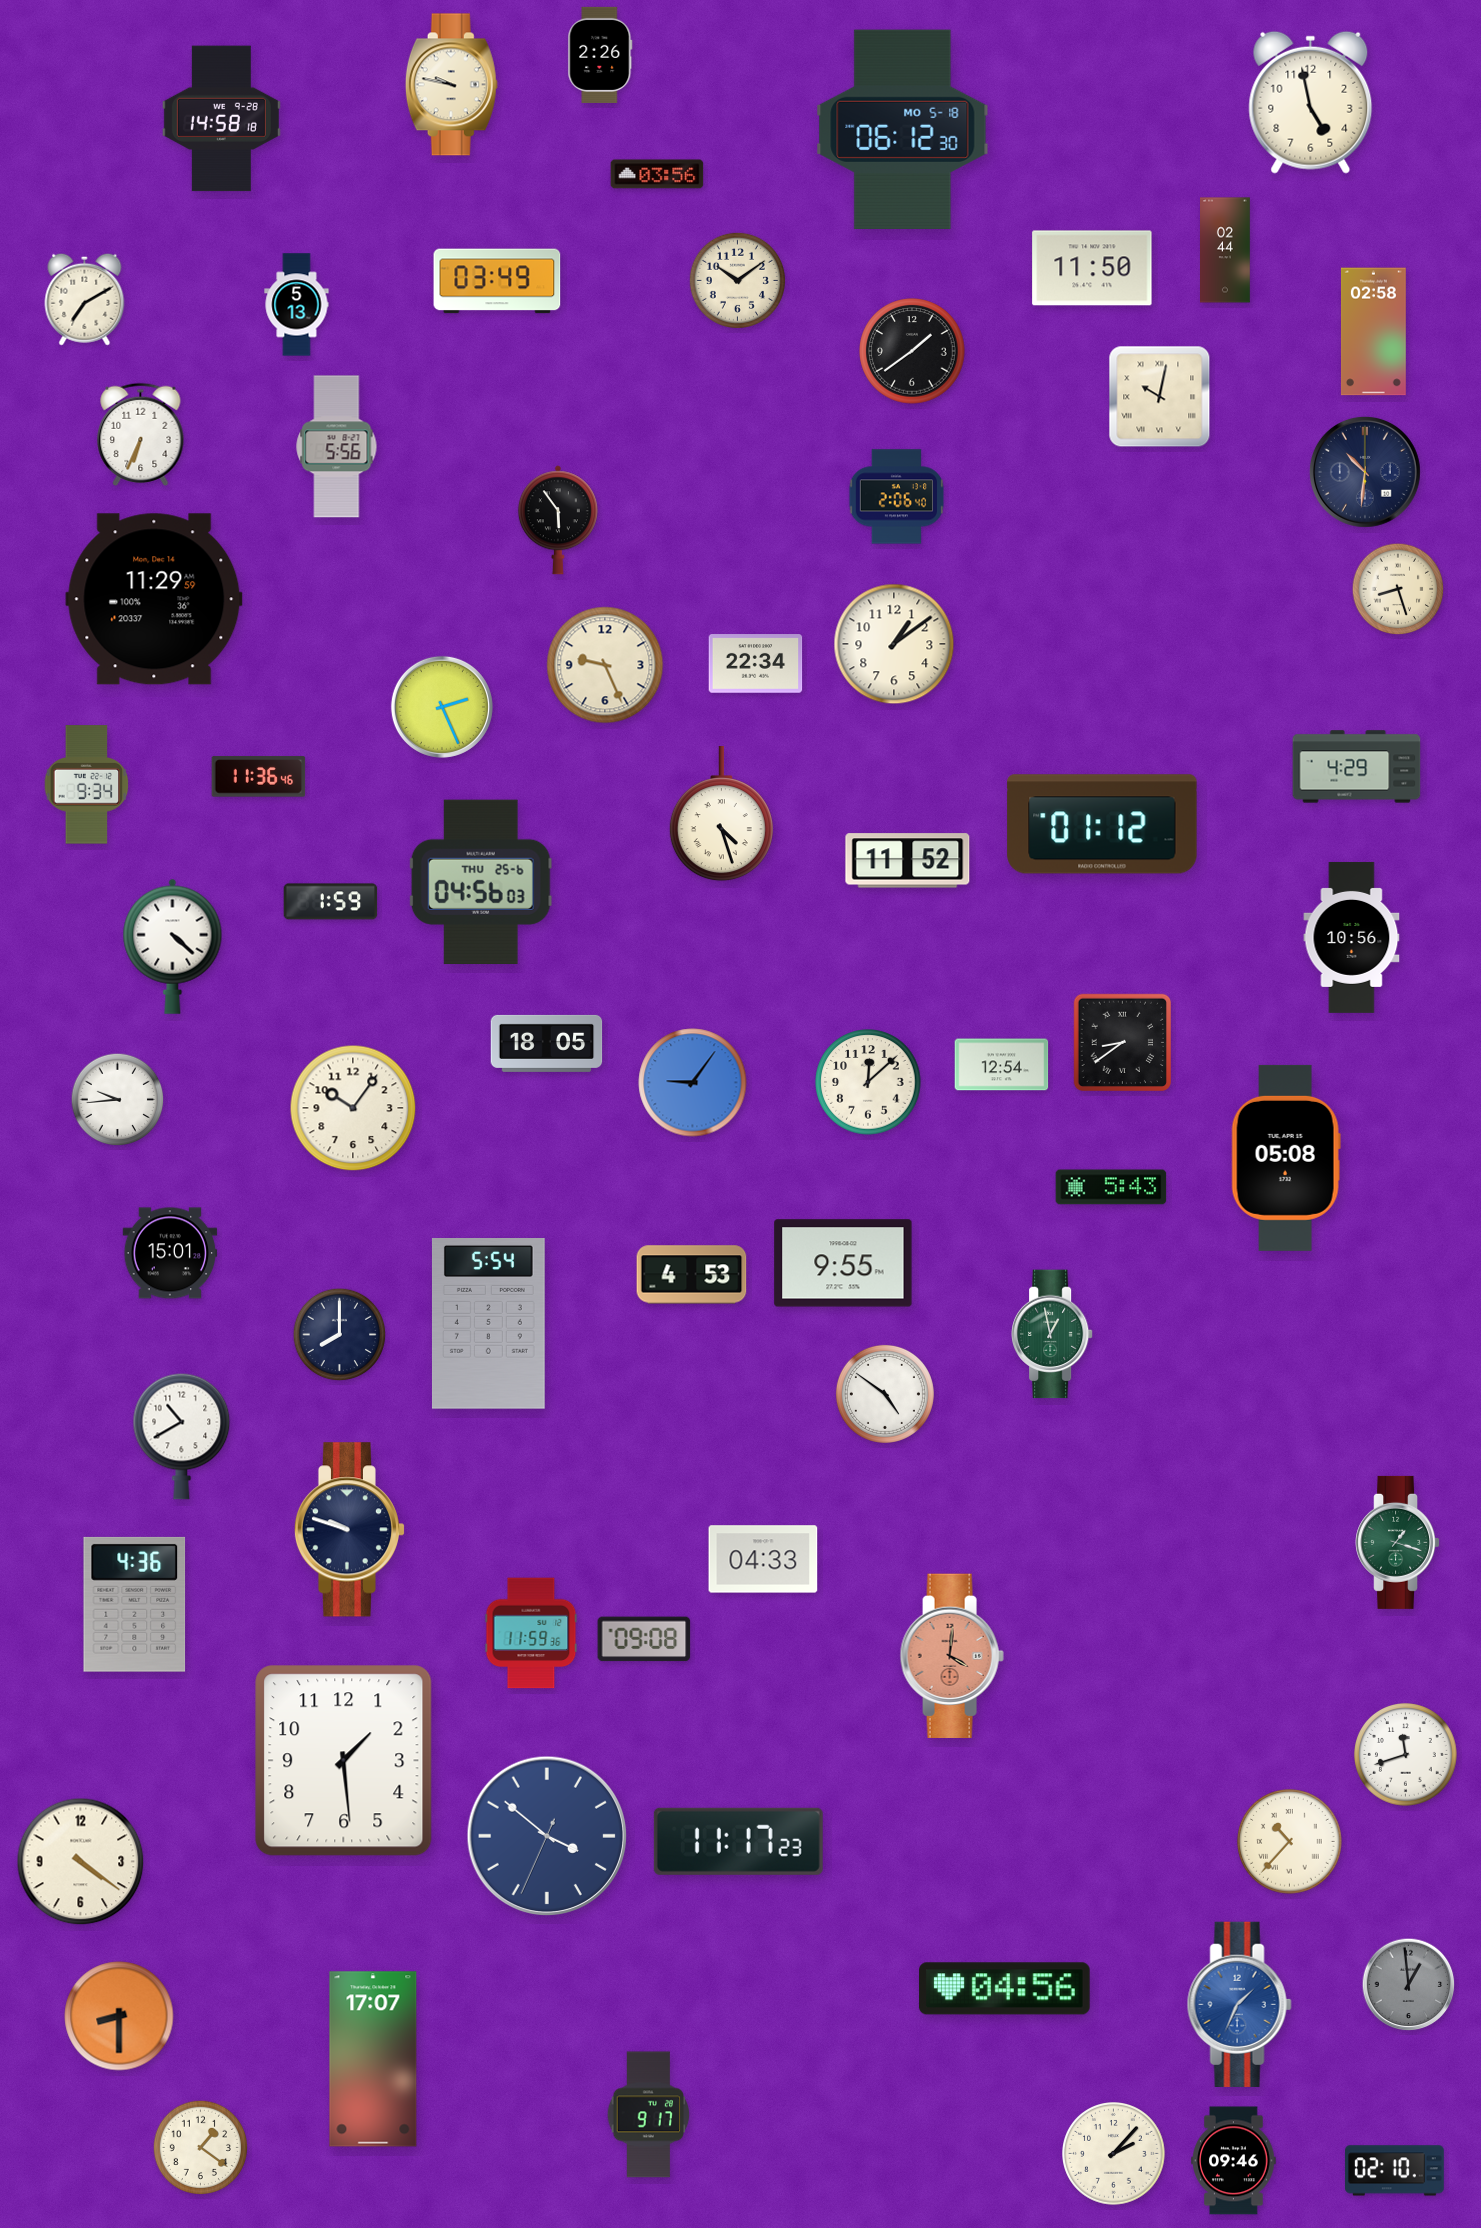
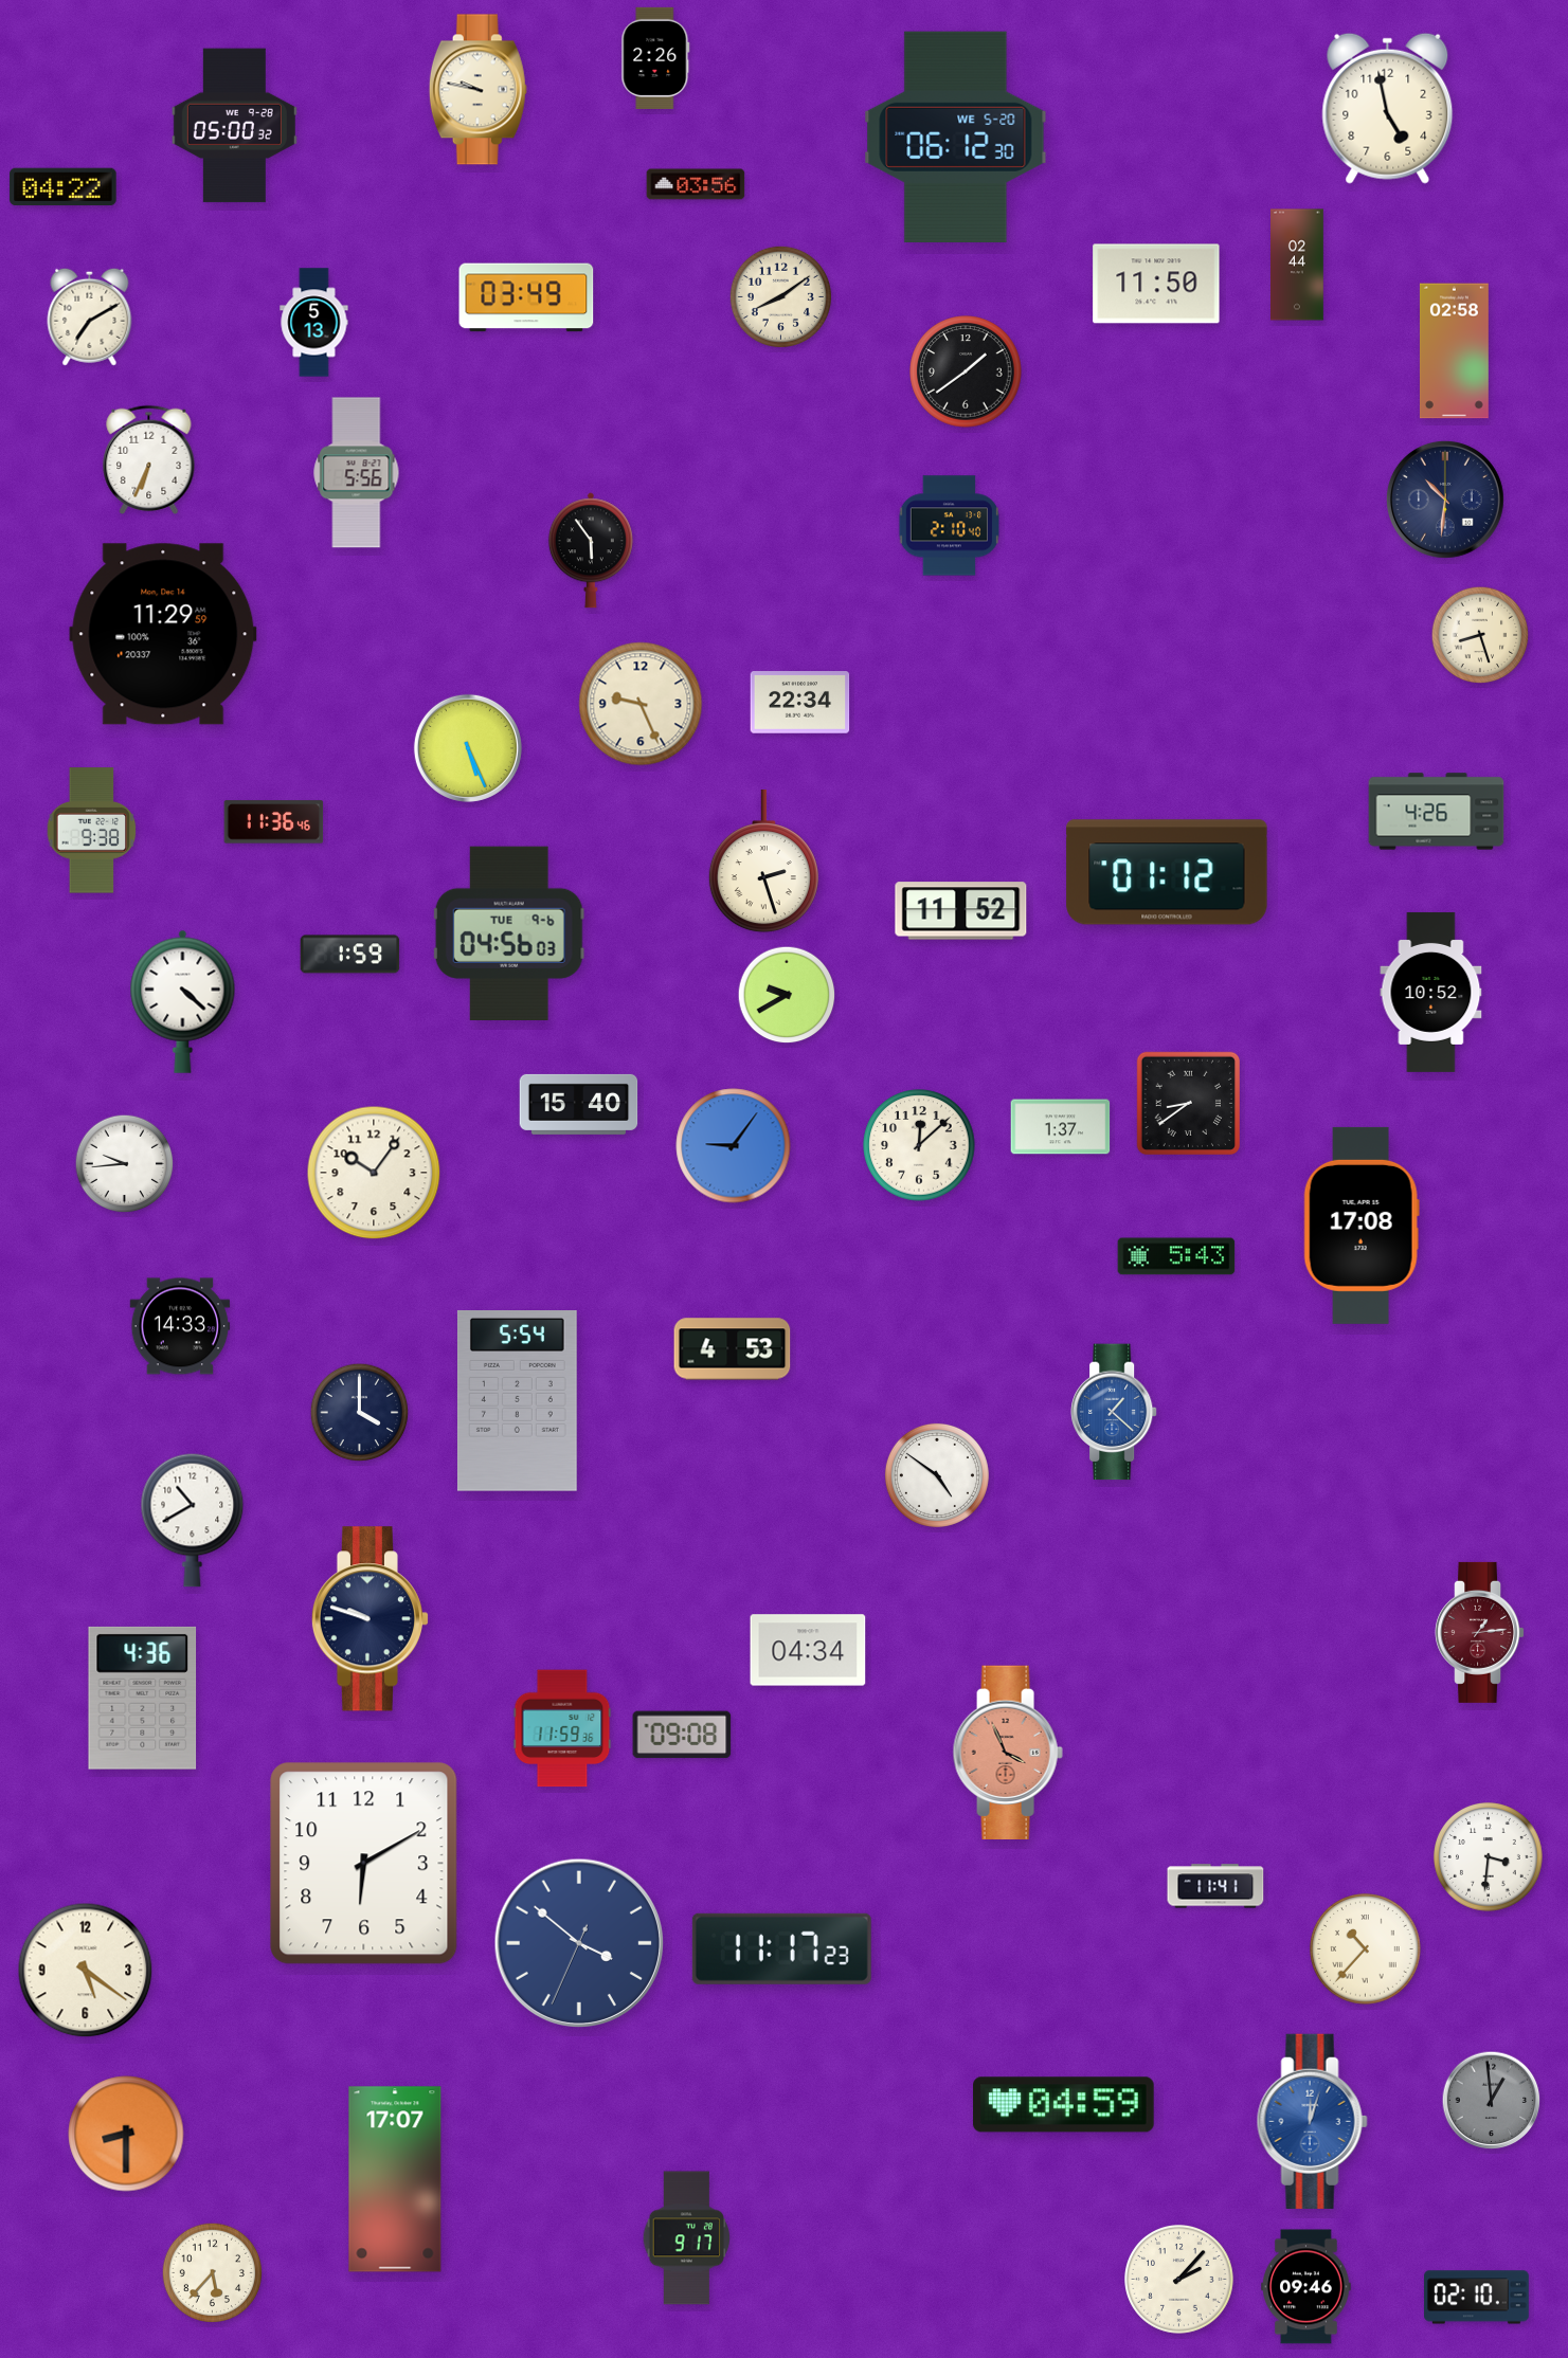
clock at (600, 55) position: (600, 55) -> (655, 58)
clock at (221, 119): 14:58 -> 05:00
clock at (903, 129) date: MO 5-18 -> WE 5-20
clock at (64, 187): none -> 04:22
clock at (737, 280): 10:09 -> 8:09
clock at (1160, 397): 10:02 -> none
clock at (897, 497): 2:06 -> 2:10
clock at (1398, 589) position: (1398, 589) -> (1480, 635)
clock at (894, 644): 1:09 -> none
clock at (442, 707): 2:26 -> 5:26
clock at (1357, 767): 4:29 -> 4:26
clock at (87, 785): 9:34 -> 9:38
clock at (721, 815): 4:27 -> 2:27
clock at (481, 881) date: THU 25-6 -> TUE 9-6
clock at (1352, 937): 10:56 -> 10:52
clock at (787, 995): none -> 9:40
clock at (547, 1043): 18:05 -> 15:40
clock at (1002, 1065): 12:54 -> 1:37
clock at (1286, 1158): 05:08 -> 17:08
clock at (170, 1253): 15:01 -> 14:33
clock at (843, 1263): 9:55 -> none
clock at (1052, 1334): 12:58 -> 1:22
clock at (1052, 1334) dial: green -> blue
clock at (340, 1335): 8:00 -> 4:00
clock at (1398, 1542): 1:18 -> 1:14
clock at (1398, 1542) dial: green -> burgundy
clock at (763, 1559): 04:33 -> 04:34
clock at (952, 1656): 4:01 -> 3:56
clock at (1406, 1755): 11:42 -> 3:31
clock at (344, 1761): 1:29 -> 6:10
clock at (1215, 1886): none -> 11:41
clock at (81, 1862): 4:21 -> 5:21
clock at (1005, 1989): 04:56 -> 04:59
clock at (1239, 2004): 1:34 -> 12:03
clock at (200, 2147): 1:21 -> 5:37
